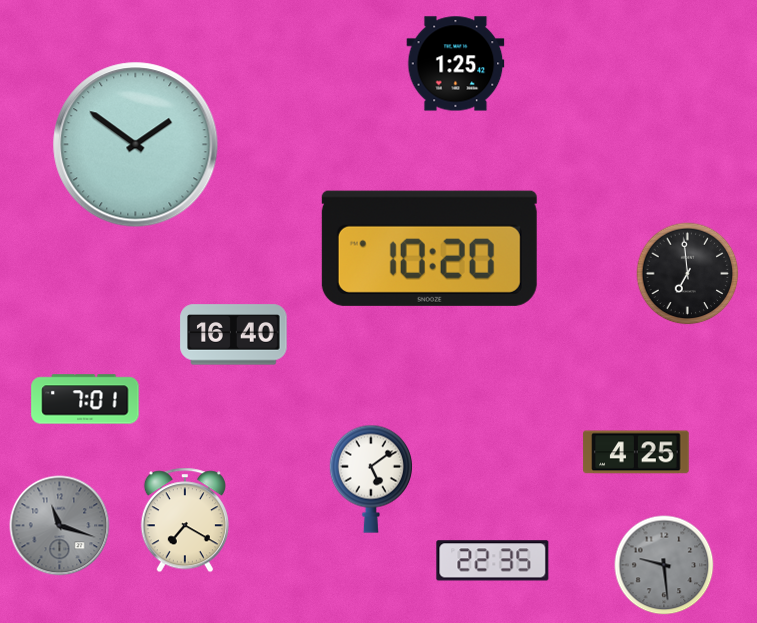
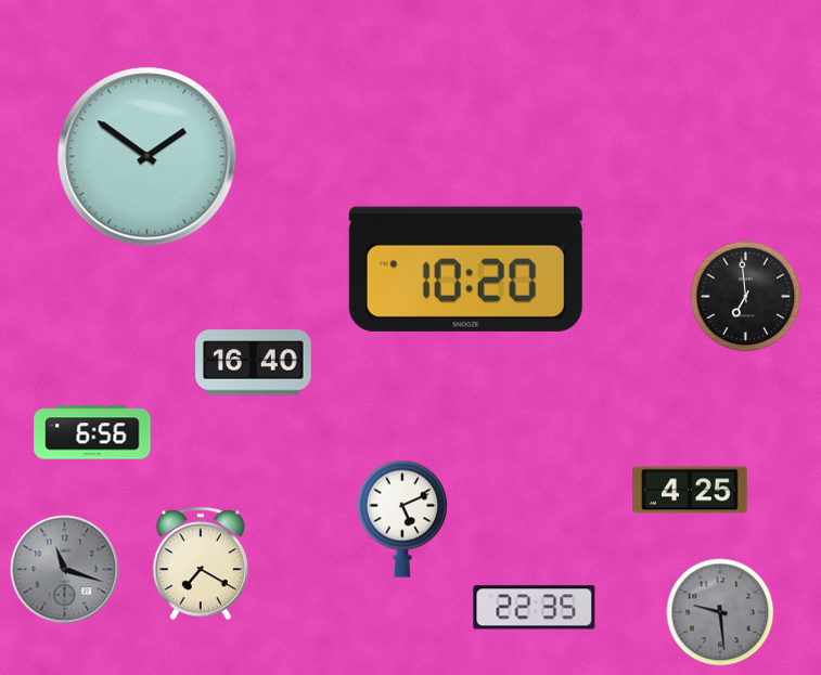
clock at (456, 64): 1:25 -> none
clock at (85, 399): 7:01 -> 6:56
clock at (371, 479): 5:09 -> 5:11
